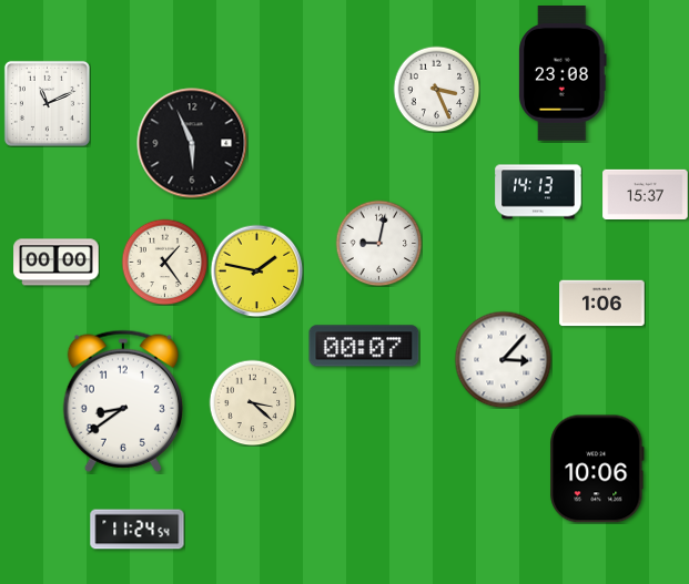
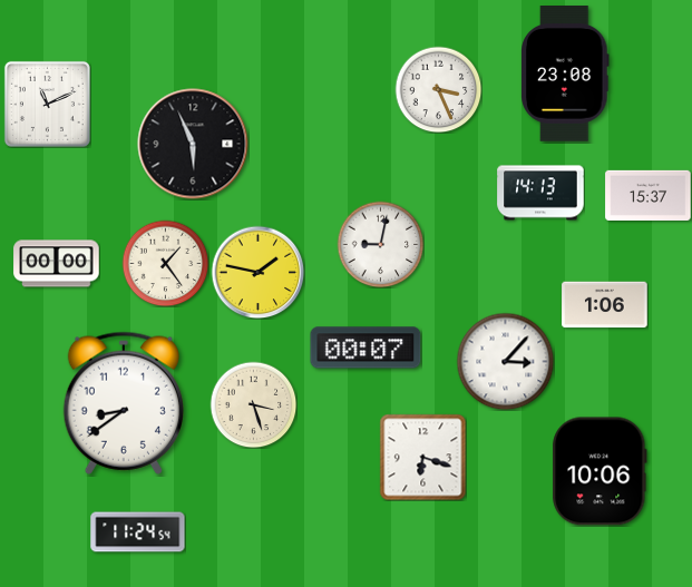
clock at (252, 402): 3:22 -> 3:27
clock at (422, 457): none -> 6:18
